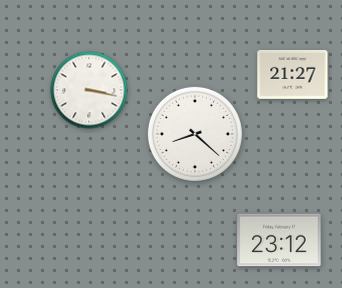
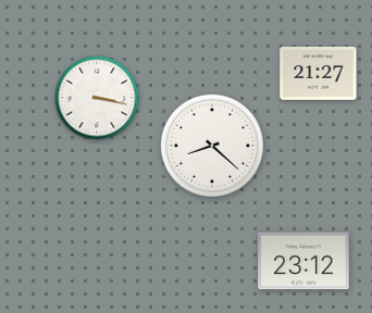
clock at (293, 74) position: (293, 74) -> (319, 73)
